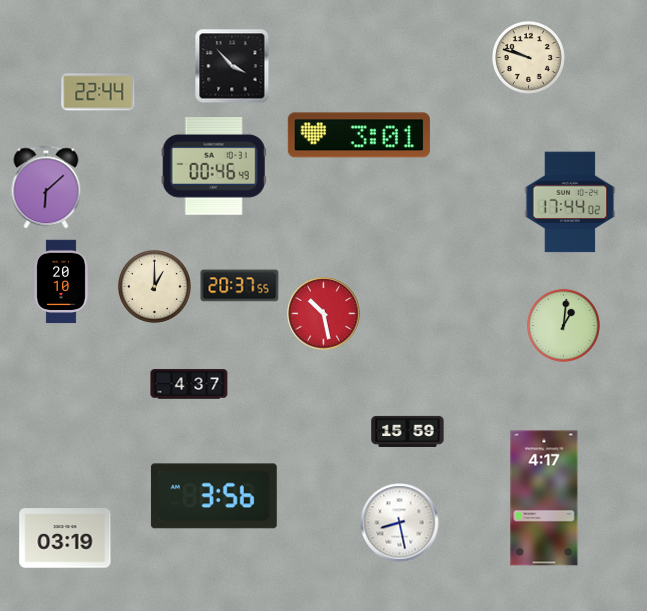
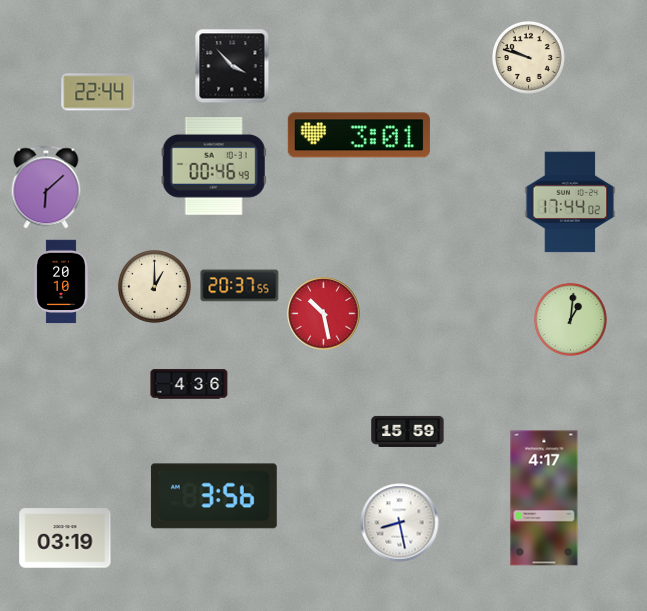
clock at (563, 325) position: (563, 325) -> (570, 319)
clock at (189, 384): 4:37 -> 4:36
